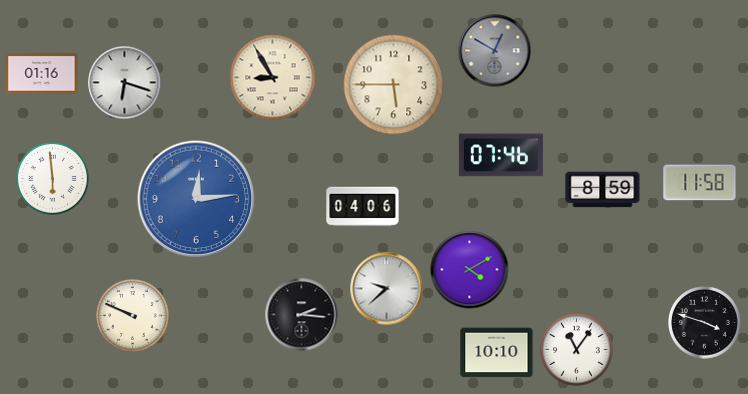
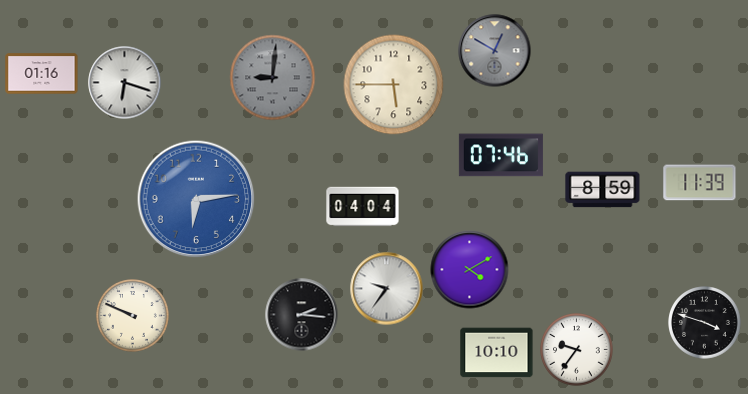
clock at (273, 78): 8:55 -> 9:01
clock at (273, 78) dial: cream -> grey
clock at (53, 179): 5:59 -> none
clock at (700, 183): 11:58 -> 11:39
clock at (196, 199): 12:14 -> 6:14
clock at (363, 207): 04:06 -> 04:04
clock at (387, 289): 9:38 -> 9:36
clock at (577, 350): 11:06 -> 9:36
